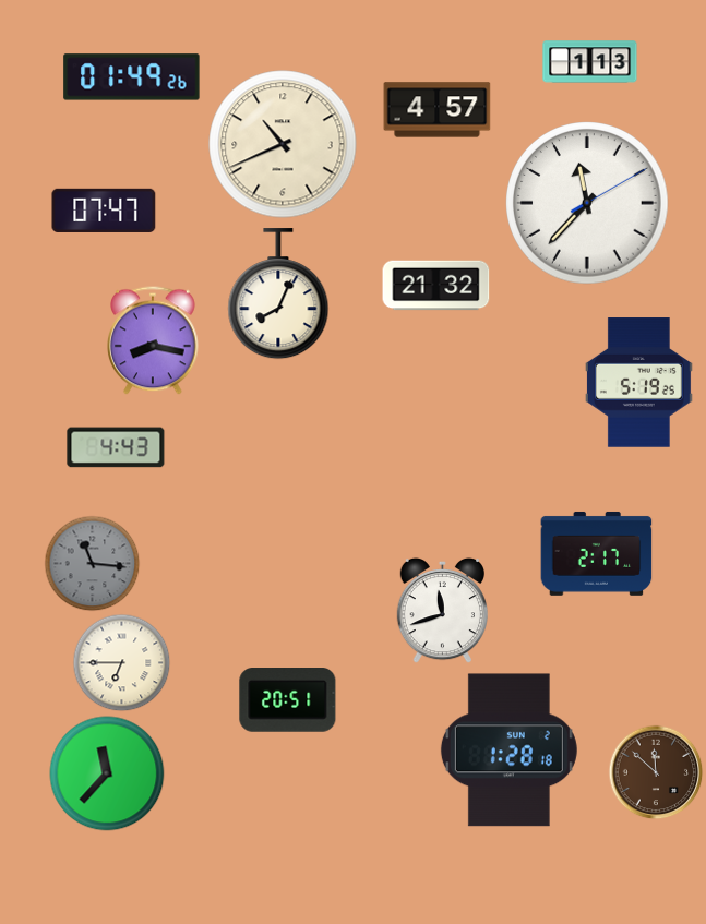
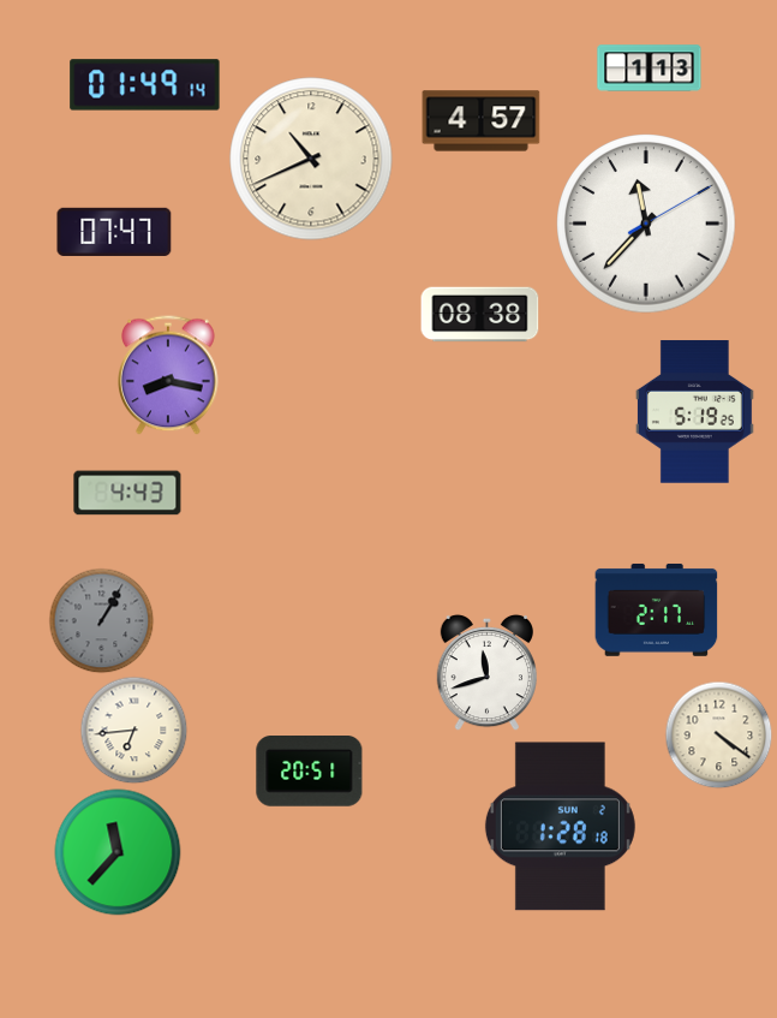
clock at (132, 77): 01:49:26 -> 01:49:14
clock at (436, 286): 21:32 -> 08:38
clock at (278, 295): 8:04 -> none
clock at (638, 383) position: (638, 383) -> (694, 412)
clock at (92, 563): 11:16 -> 1:05
clock at (121, 662): 6:45 -> 6:44
clock at (718, 734): none -> 4:21
clock at (288, 700) position: (288, 700) -> (310, 772)
clock at (656, 772): 11:52 -> none
